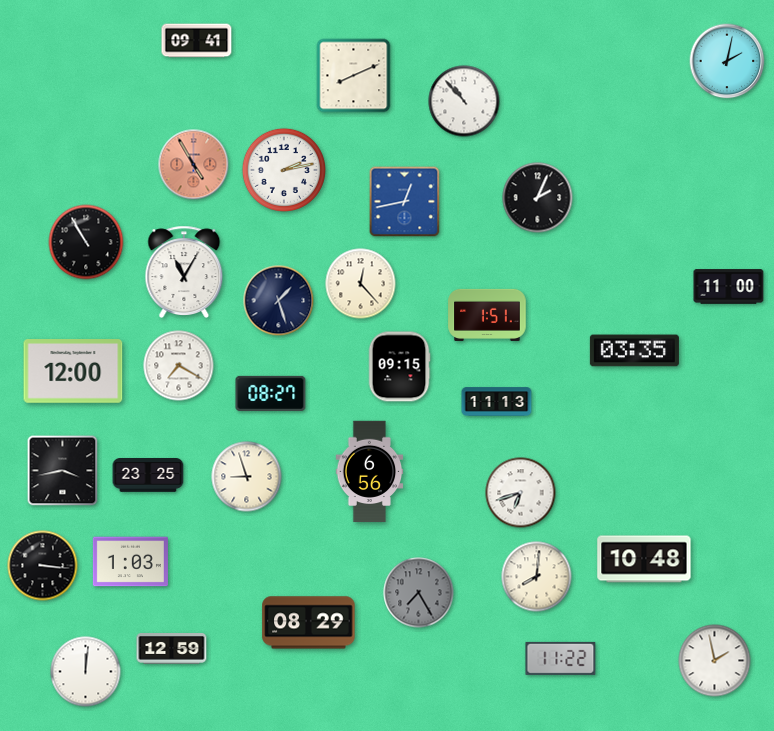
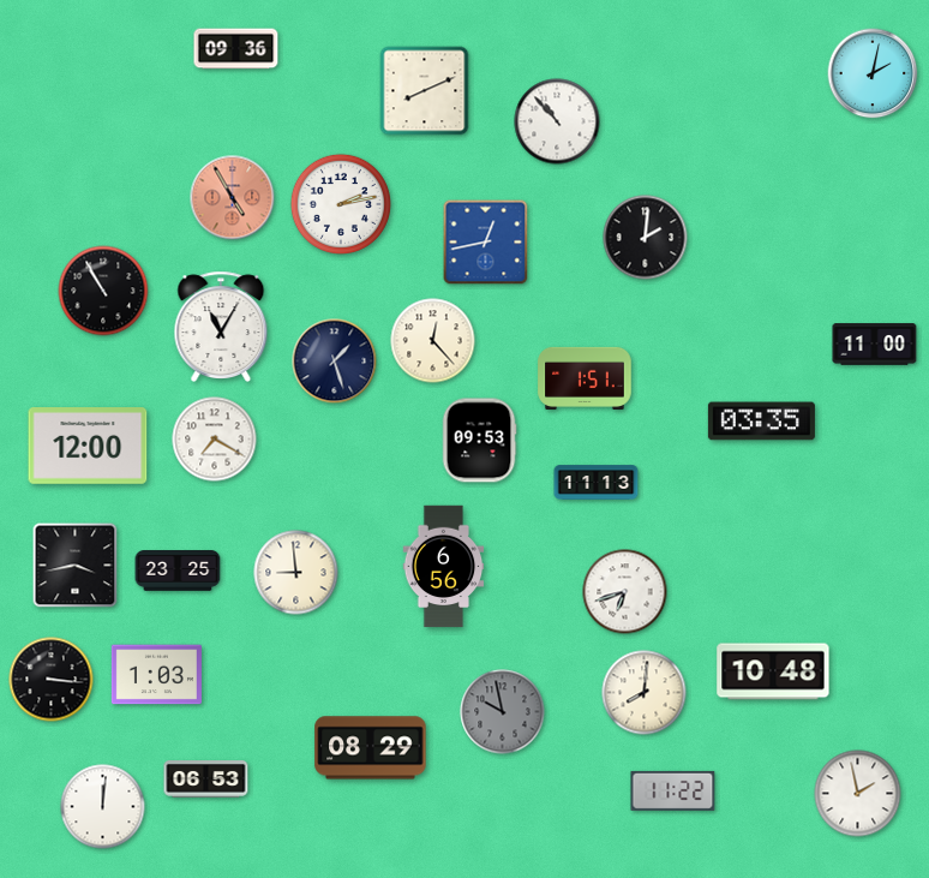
clock at (197, 41): 09:41 -> 09:36
clock at (538, 198): 2:04 -> 2:01
clock at (399, 367): 09:15 -> 09:53
clock at (271, 393): 08:27 -> none
clock at (247, 477): 8:57 -> 8:59
clock at (419, 593): 7:25 -> 9:58
clock at (172, 649): 12:59 -> 06:53
